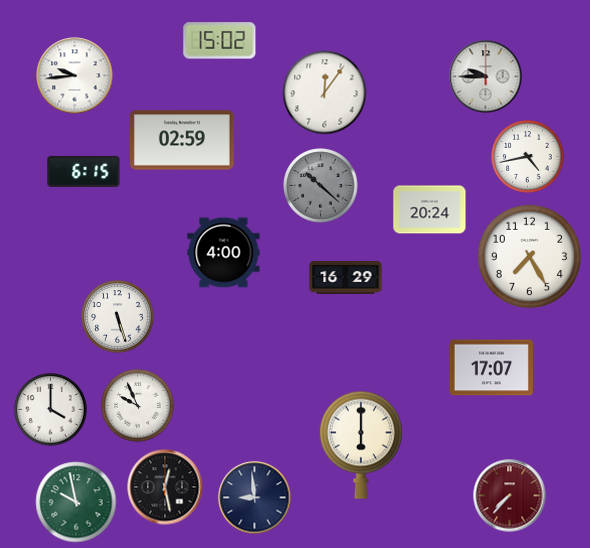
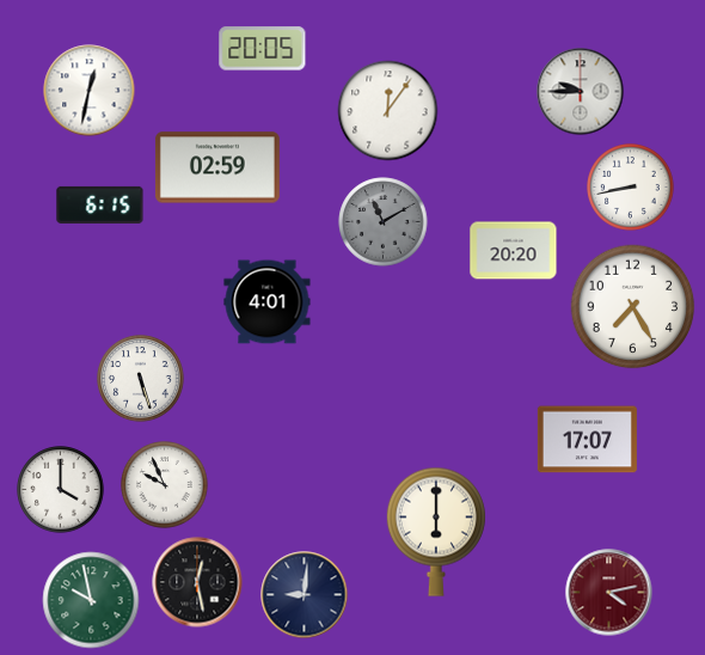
clock at (220, 41): 15:02 -> 20:05
clock at (75, 76): 9:44 -> 12:32
clock at (528, 157): 4:43 -> 8:43
clock at (321, 186): 10:22 -> 11:10
clock at (430, 210): 20:24 -> 20:20
clock at (224, 253): 4:00 -> 4:01
clock at (346, 278): 16:29 -> none
clock at (361, 445) position: (361, 445) -> (436, 532)
clock at (510, 496): 7:37 -> 4:13
clock at (255, 498): 8:59 -> 9:01
